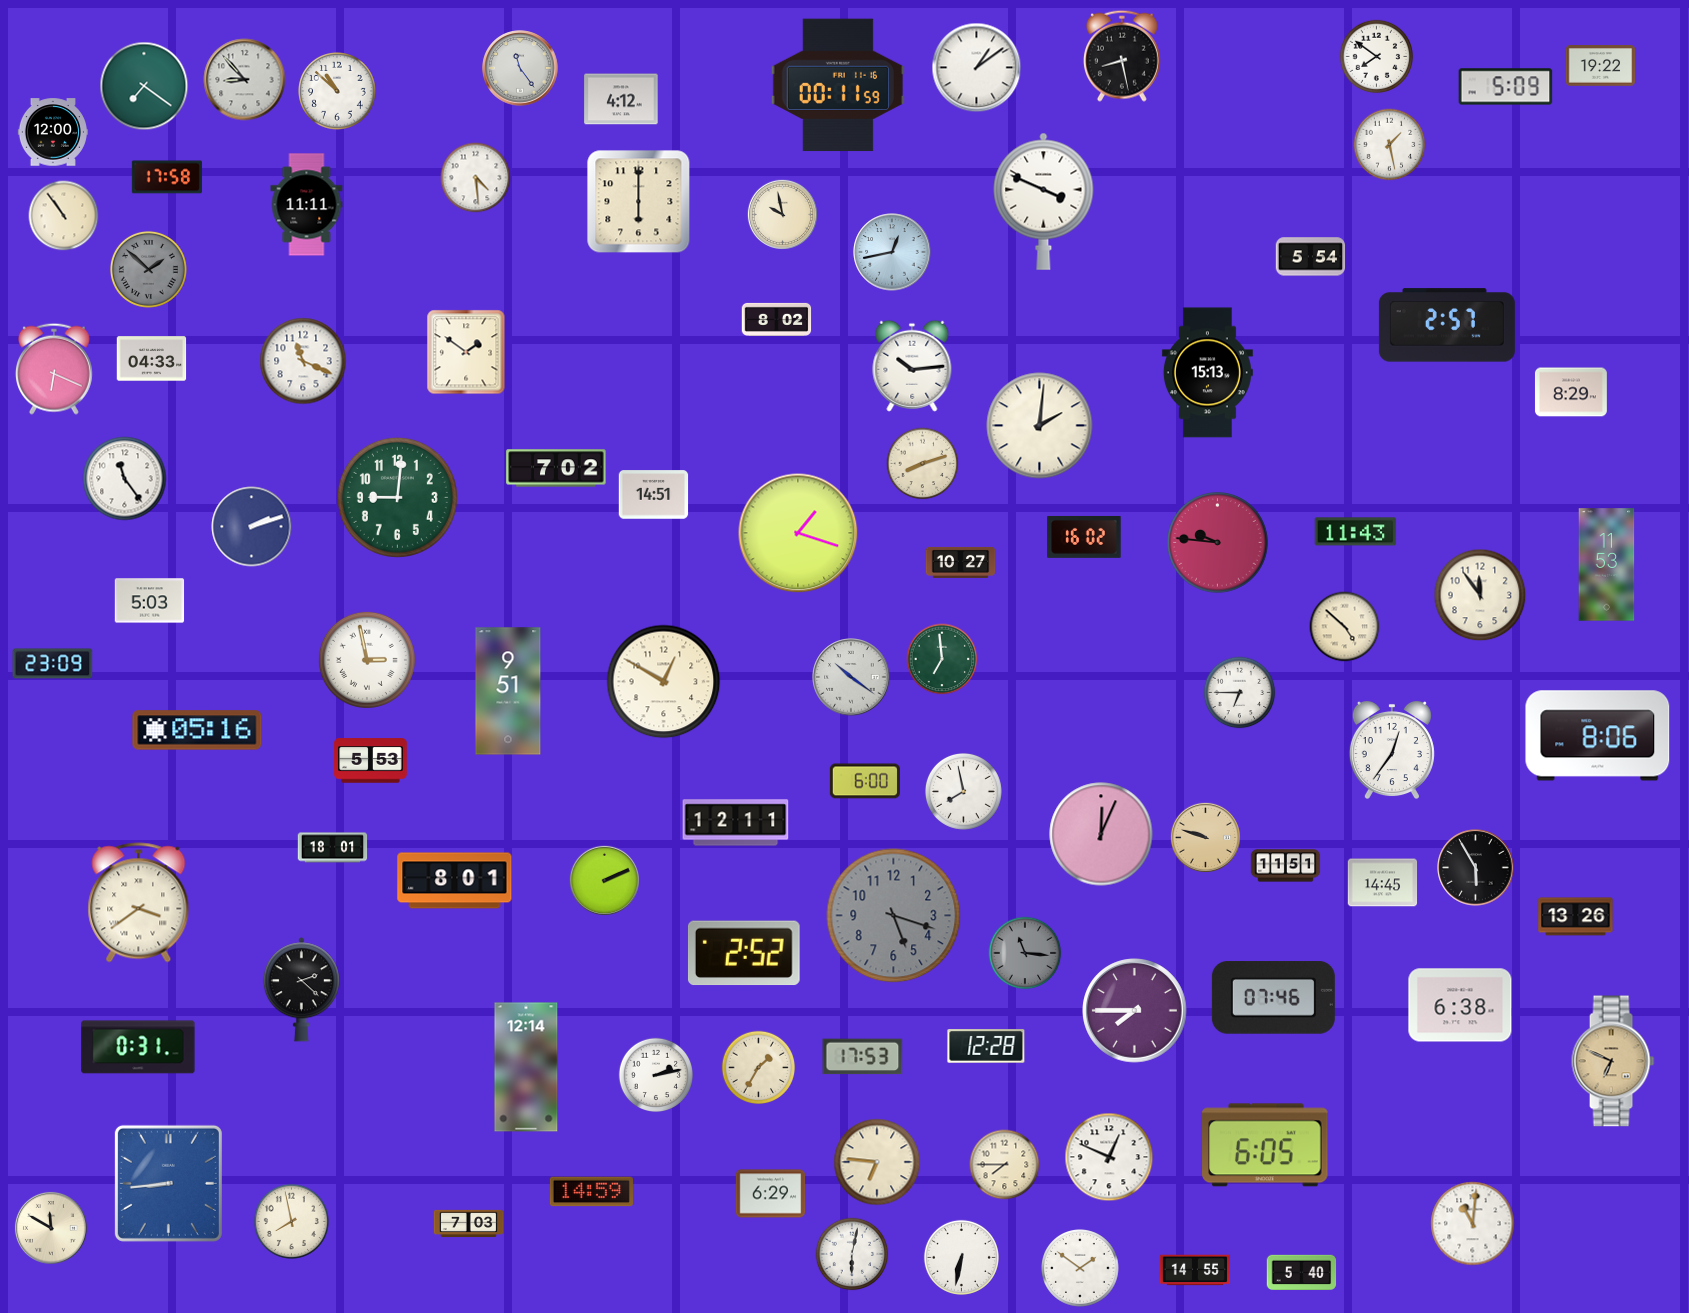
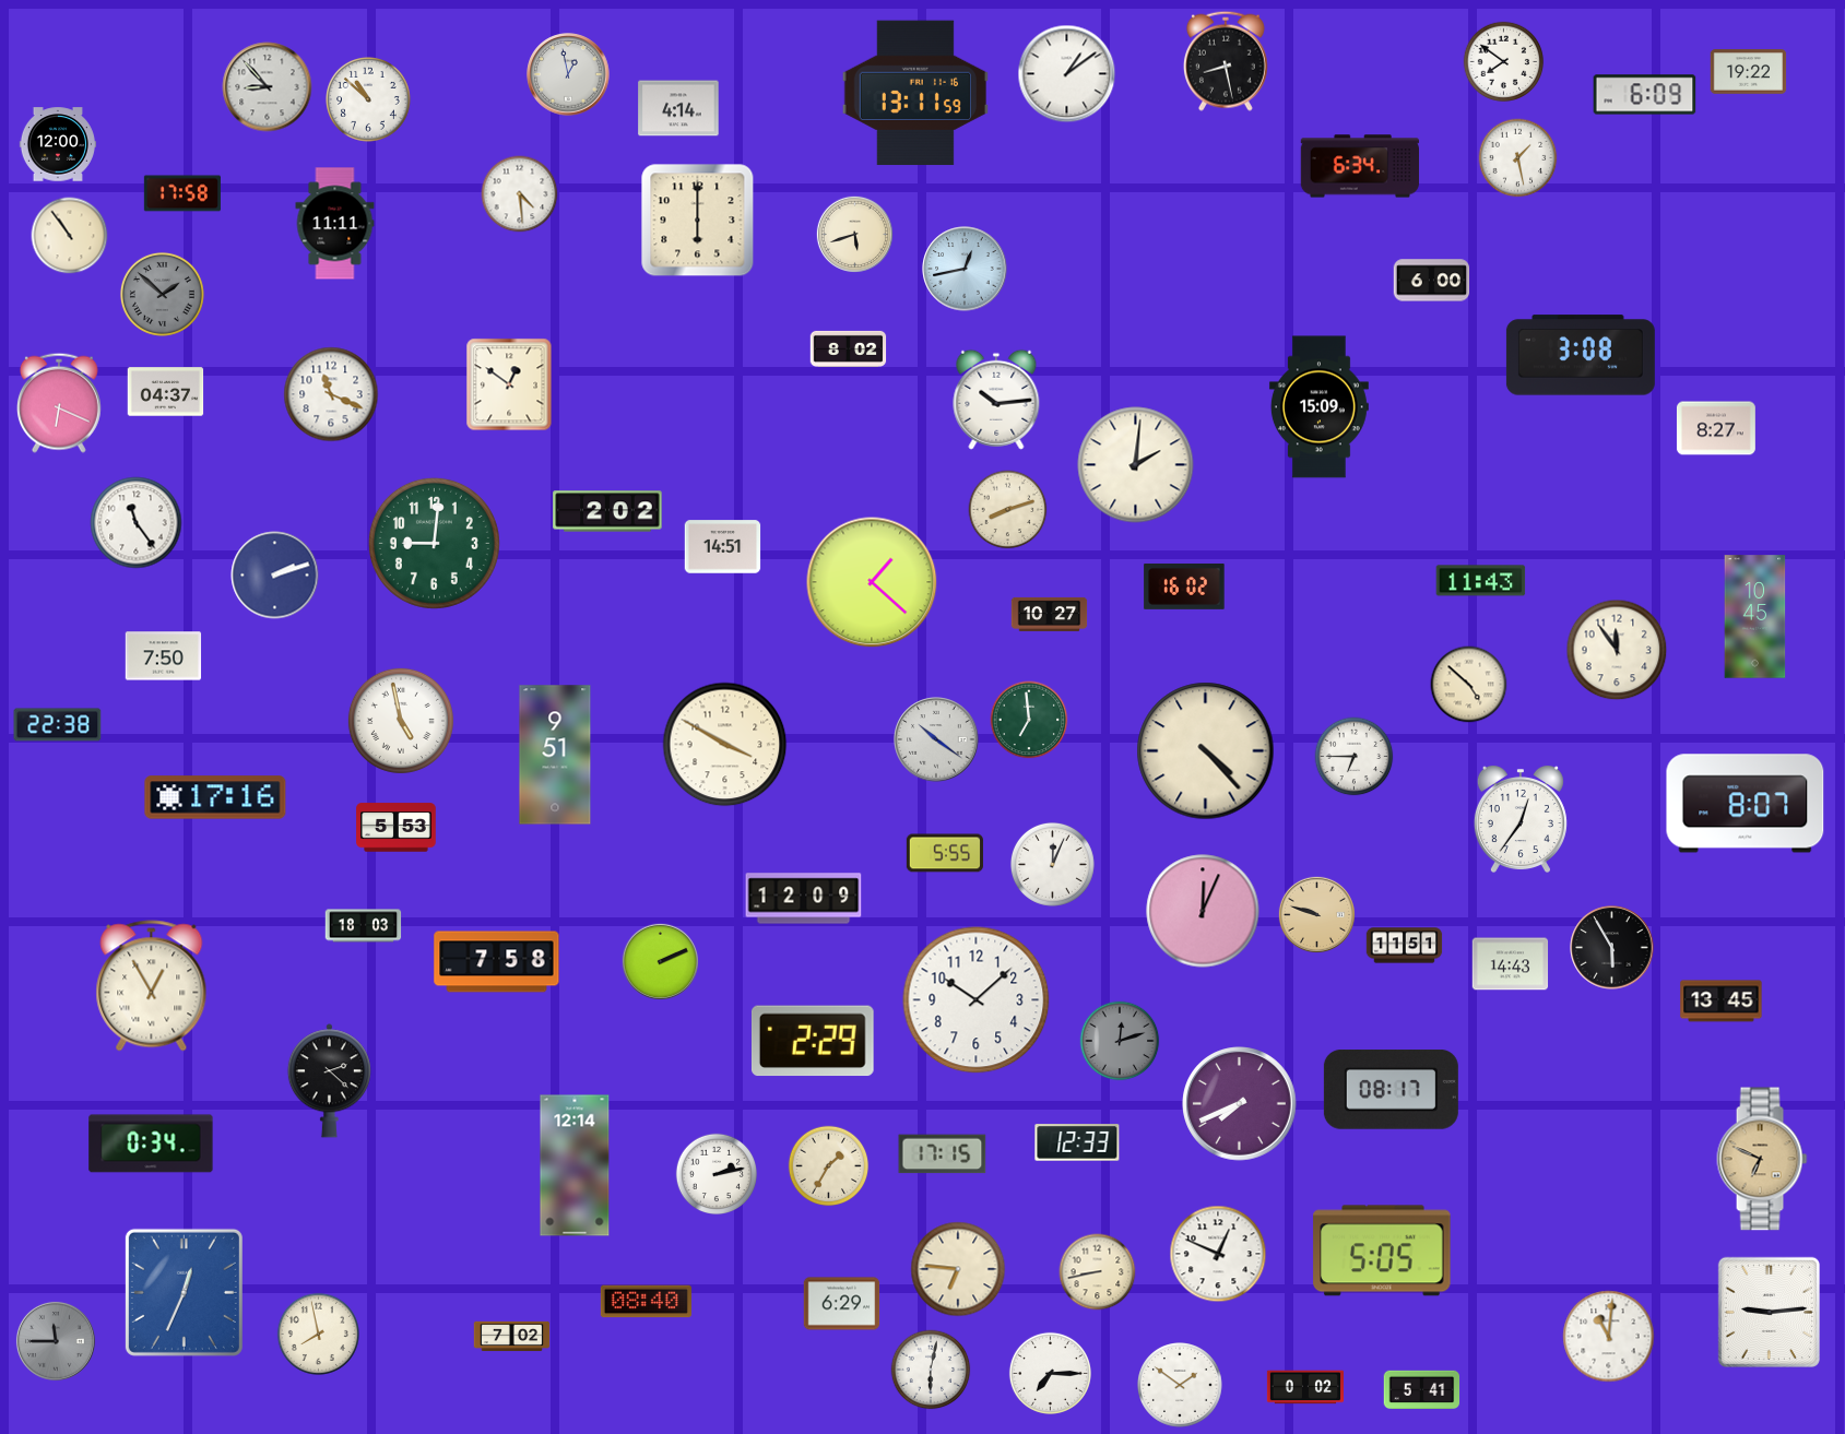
clock at (520, 68): 11:24 -> 12:58
clock at (838, 85): 00:11 -> 13:11
clock at (144, 86): 7:21 -> none
clock at (1506, 87): 5:09 -> 6:09
clock at (621, 99): 4:12 -> 4:14
clock at (1359, 166): none -> 6:34
clock at (1044, 201): 3:49 -> none
clock at (782, 214): 9:58 -> 5:42
clock at (892, 252) position: (892, 252) -> (965, 269)
clock at (1311, 257): 5:54 -> 6:00
clock at (1447, 325): 2:57 -> 3:08
clock at (466, 352): 1:51 -> 12:51
clock at (152, 359): 04:33 -> 04:37
clock at (1207, 373): 15:13 -> 15:09
clock at (1571, 392): 8:29 -> 8:27
clock at (923, 464) position: (923, 464) -> (1008, 510)
clock at (556, 468): 7:02 -> 2:02
clock at (654, 495) position: (654, 495) -> (723, 547)
clock at (798, 533): 1:18 -> 1:22
clock at (1218, 543): 9:46 -> none
clock at (1607, 565): 11:53 -> 10:45
clock at (150, 601): 5:03 -> 7:50
clock at (367, 660): 2:58 -> 4:58
clock at (53, 664): 23:09 -> 22:38
clock at (851, 677) position: (851, 677) -> (936, 739)
clock at (664, 682): 12:50 -> 3:50
clock at (1206, 751): none -> 4:23
clock at (197, 730): 05:16 -> 17:16
clock at (1598, 736): 8:06 -> 8:07
clock at (371, 761) position: (371, 761) -> (397, 828)
clock at (865, 781): 6:00 -> 5:55
clock at (963, 791): 7:58 -> 12:04
clock at (736, 823): 12:11 -> 12:09
clock at (333, 848): 18:01 -> 18:03
clock at (455, 881): 8:01 -> 7:58
clock at (1383, 883): 14:45 -> 14:43
clock at (139, 903): 3:39 -> 12:55
clock at (894, 916): 5:18 -> 10:08
clock at (894, 916) dial: grey -> white
clock at (1576, 917): 13:26 -> 13:45
clock at (744, 953): 2:52 -> 2:29
clock at (1025, 953): 11:16 -> 12:12
clock at (1273, 998): 07:46 -> 08:17
clock at (1460, 1005): 6:38 -> none
clock at (1135, 1011): 7:45 -> 7:41
clock at (986, 1046): 12:28 -> 12:33
clock at (138, 1047): 0:31 -> 0:34
clock at (863, 1057): 17:53 -> 17:15
clock at (1265, 1145): 6:05 -> 5:05
clock at (1109, 1157) position: (1109, 1157) -> (1218, 1254)
clock at (1005, 1165): 7:45 -> 8:43
clock at (168, 1183): 8:44 -> 12:34
clock at (591, 1192): 14:59 -> 08:40
clock at (1769, 1312): none -> 9:14
clock at (469, 1224): 7:03 -> 7:02
clock at (51, 1228): 11:50 -> 11:45
clock at (51, 1228) dial: cream -> grey
clock at (961, 1257): 6:32 -> 7:15
clock at (1194, 1270): 14:55 -> 0:02
clock at (1302, 1272): 5:40 -> 5:41
